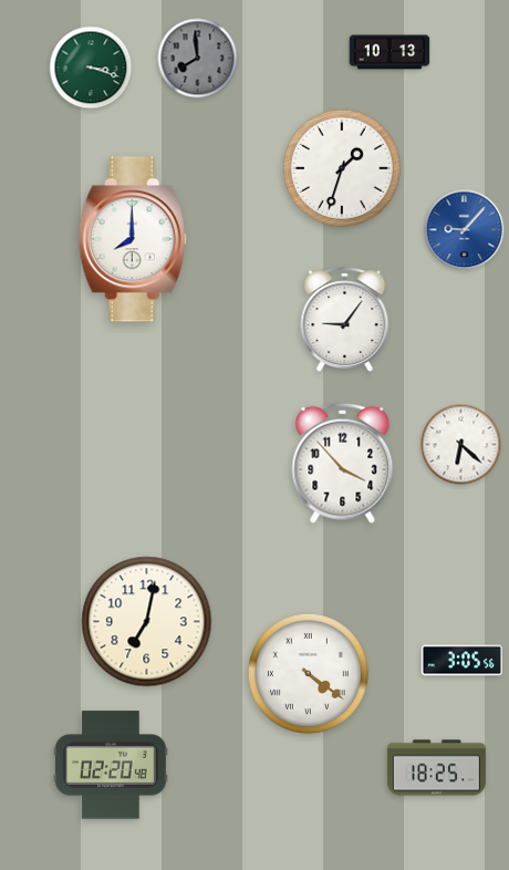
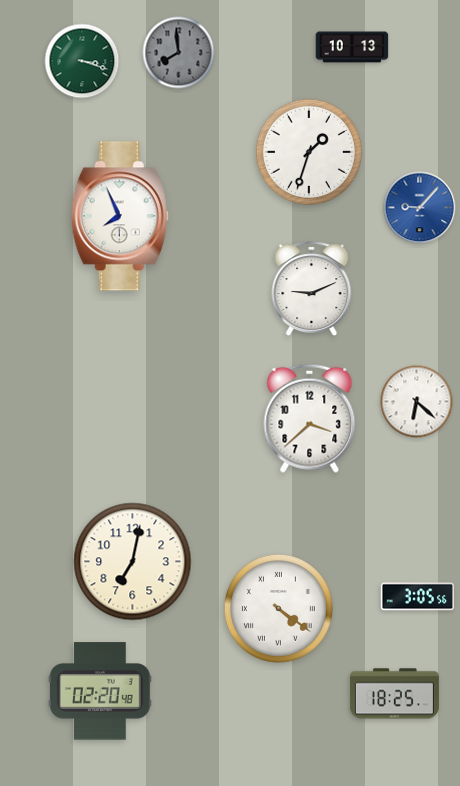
clock at (133, 239): 8:00 -> 7:56
clock at (345, 320): 9:06 -> 9:11
clock at (343, 463): 3:53 -> 3:38
